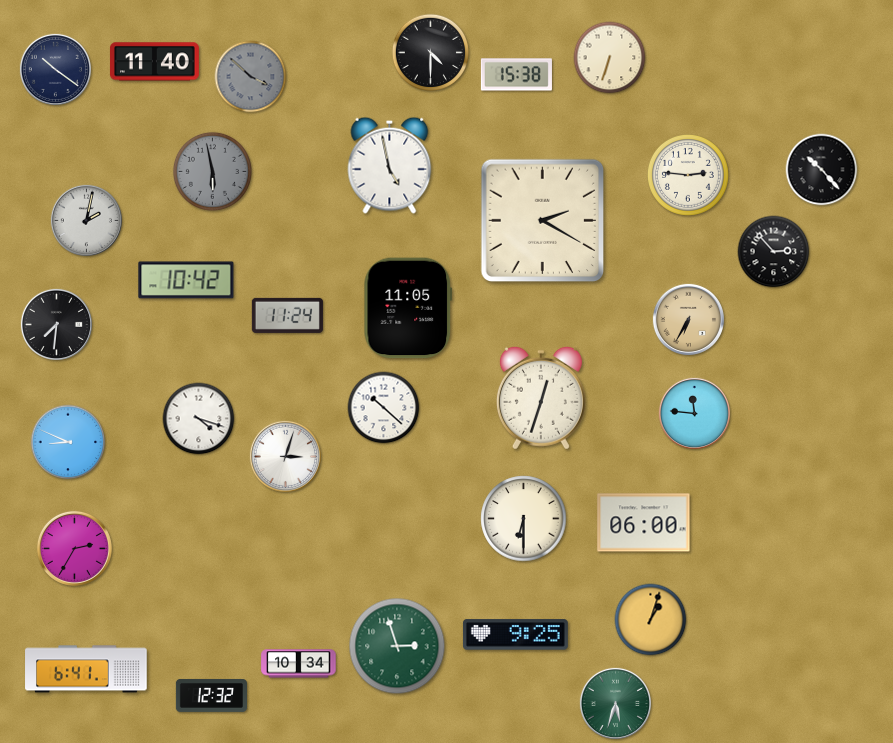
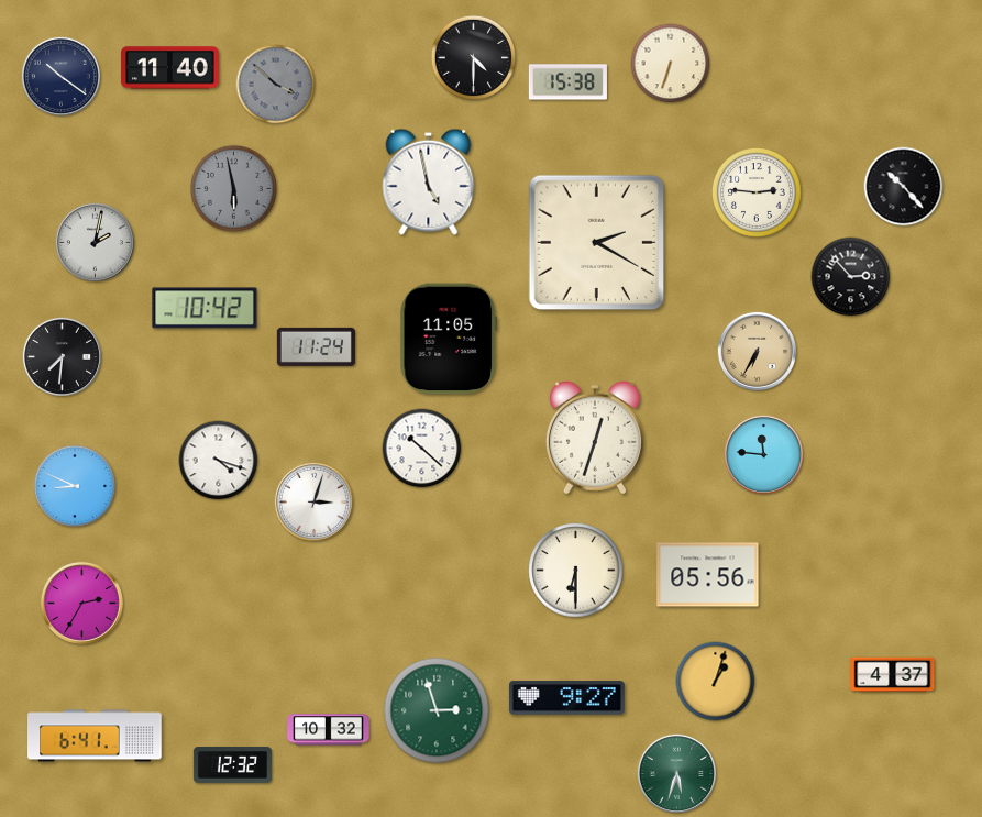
clock at (644, 523): 06:00 -> 05:56
clock at (893, 675): none -> 4:37
clock at (515, 635): 9:25 -> 9:27
clock at (299, 664): 10:34 -> 10:32
